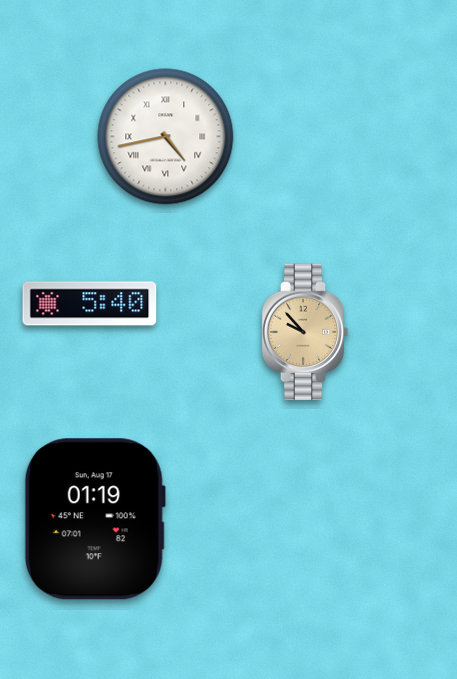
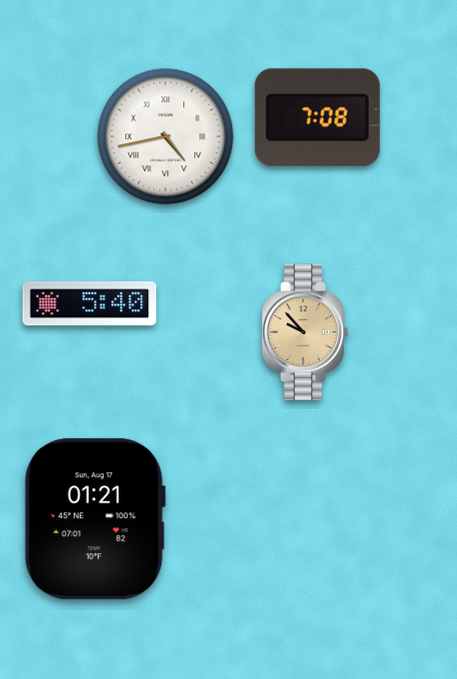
clock at (317, 118): none -> 7:08
clock at (95, 519): 01:19 -> 01:21
